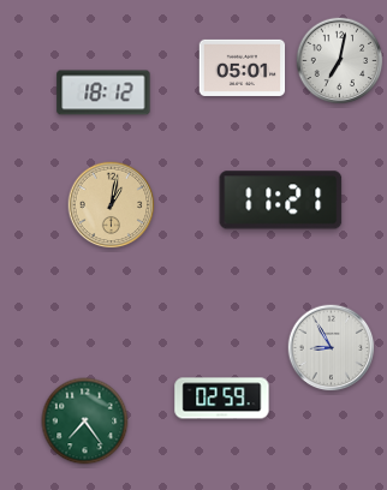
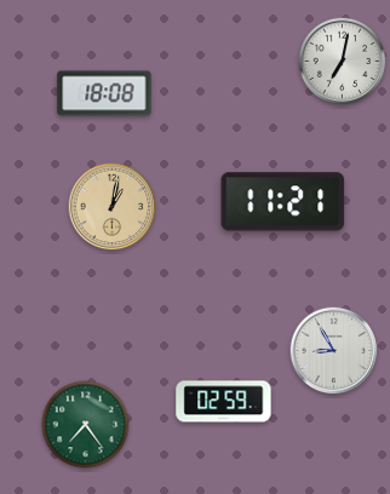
clock at (243, 67): 05:01 -> none
clock at (103, 92): 18:12 -> 18:08
